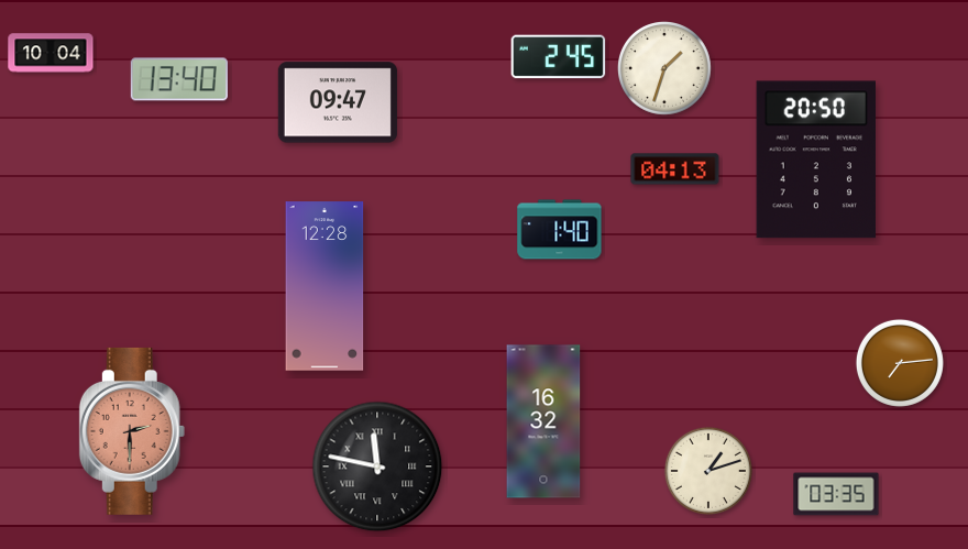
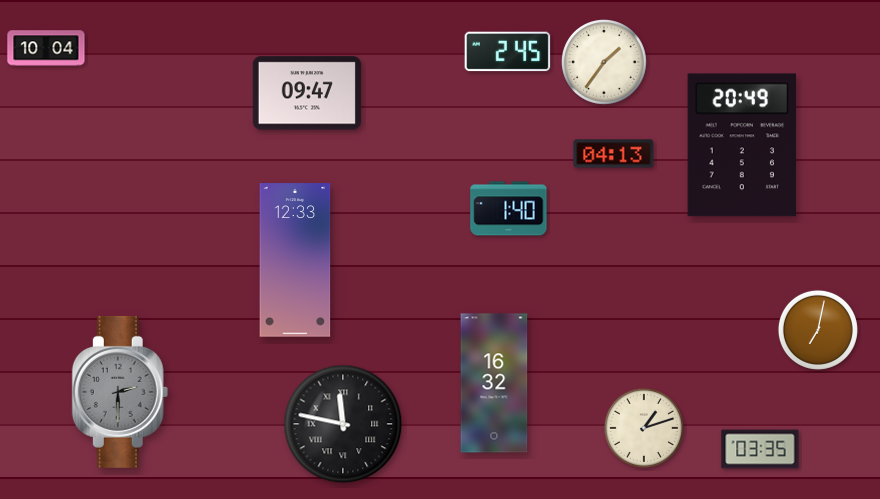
clock at (665, 69): 1:33 -> 1:36
clock at (179, 79): 13:40 -> none
clock at (815, 160): 20:50 -> 20:49
clock at (324, 286): 12:28 -> 12:33
clock at (900, 363): 7:14 -> 7:02
clock at (132, 431) dial: salmon -> grey
